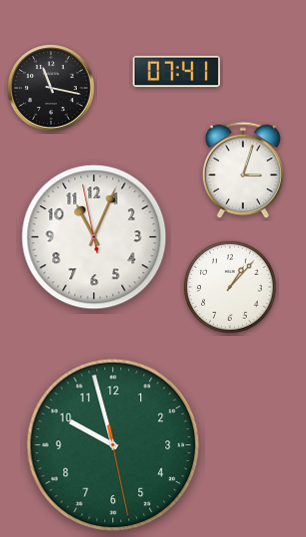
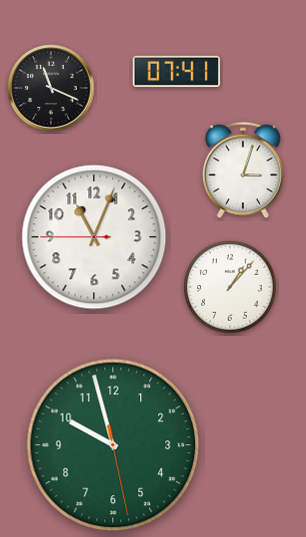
clock at (51, 88): 11:17 -> 11:19
clock at (94, 237): 11:03:58 -> 11:03:45
